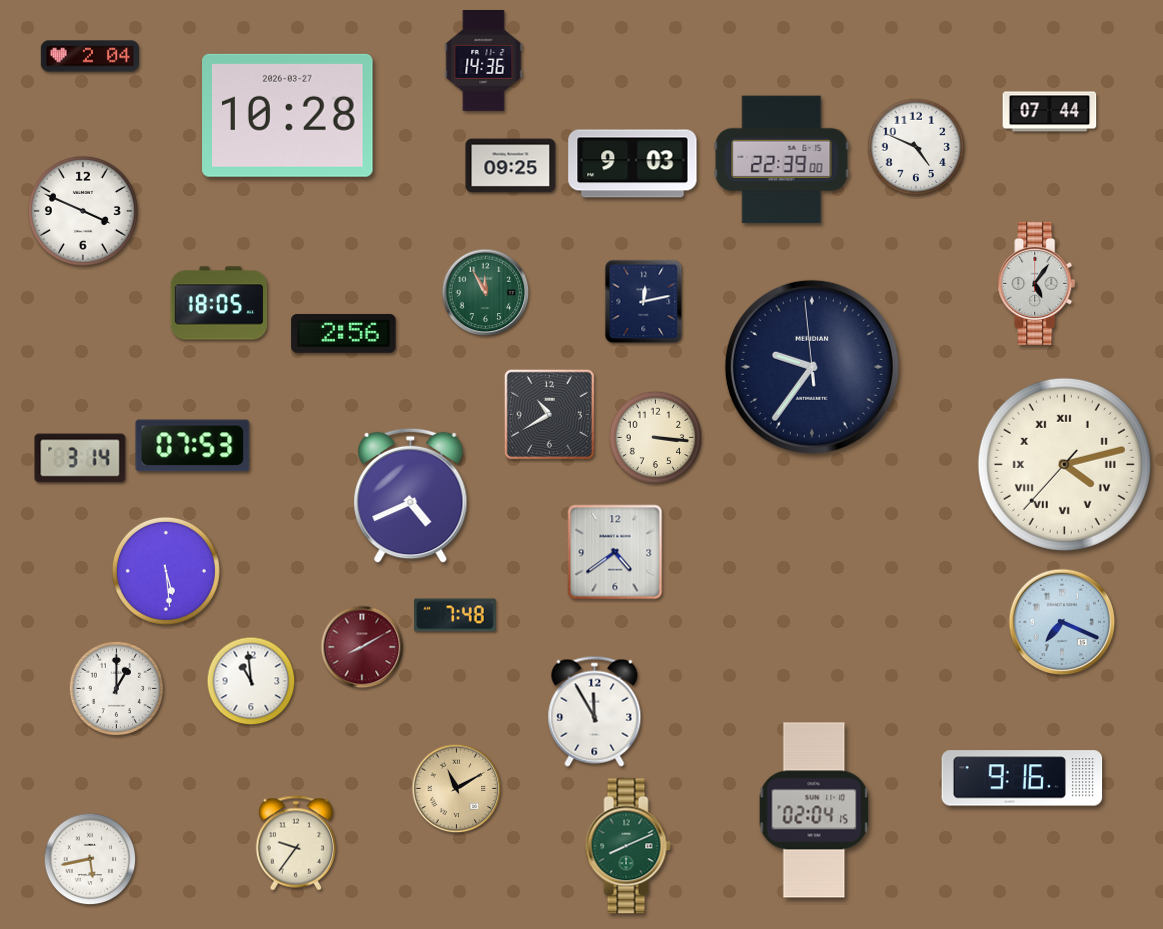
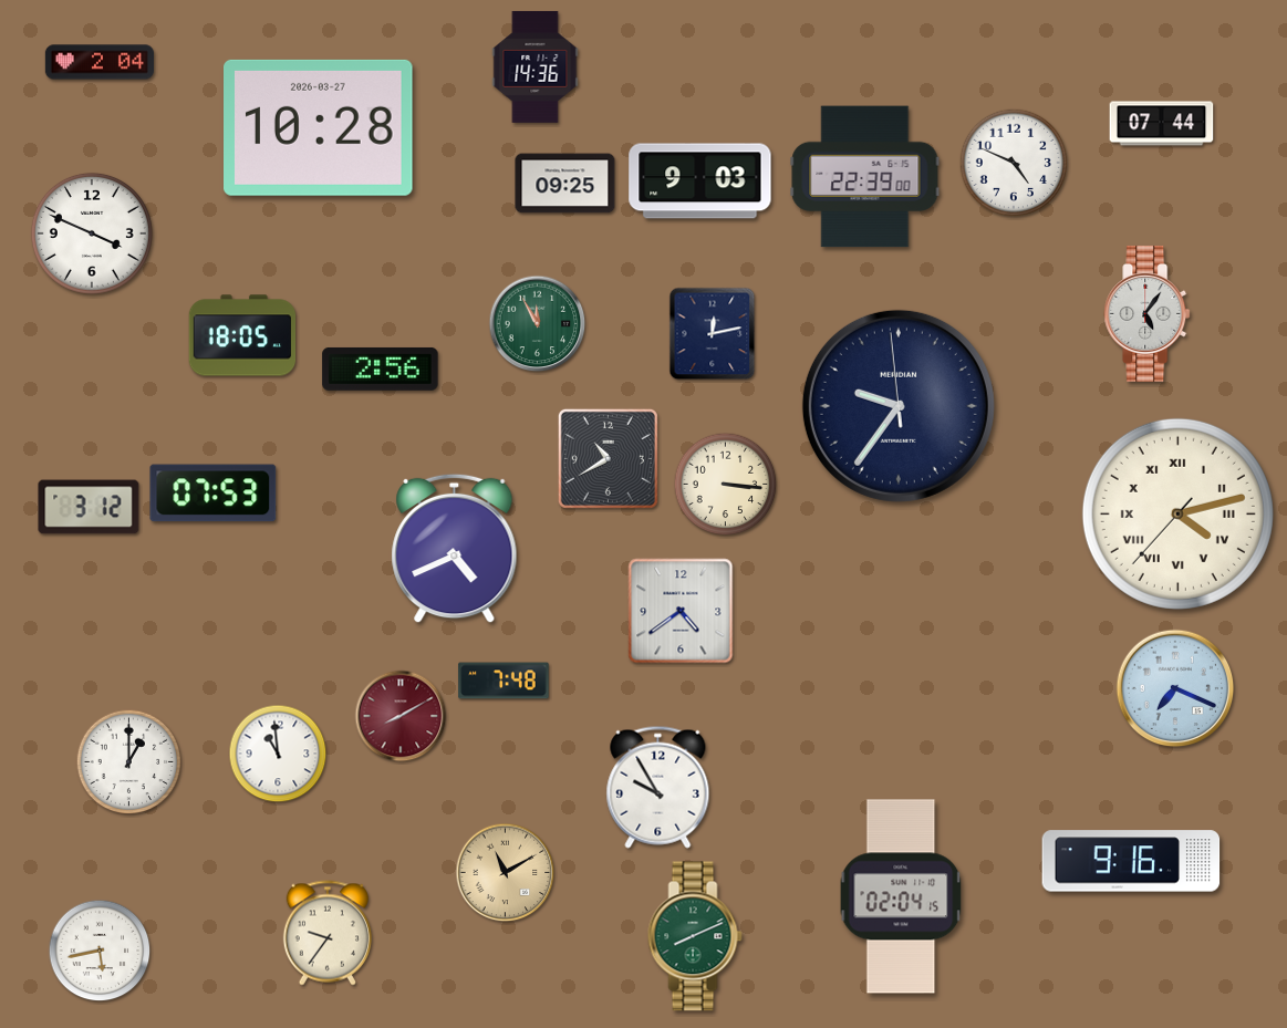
clock at (80, 458): 3:14 -> 3:12
clock at (166, 571): 5:29 -> none
clock at (595, 711): 11:55 -> 9:55
